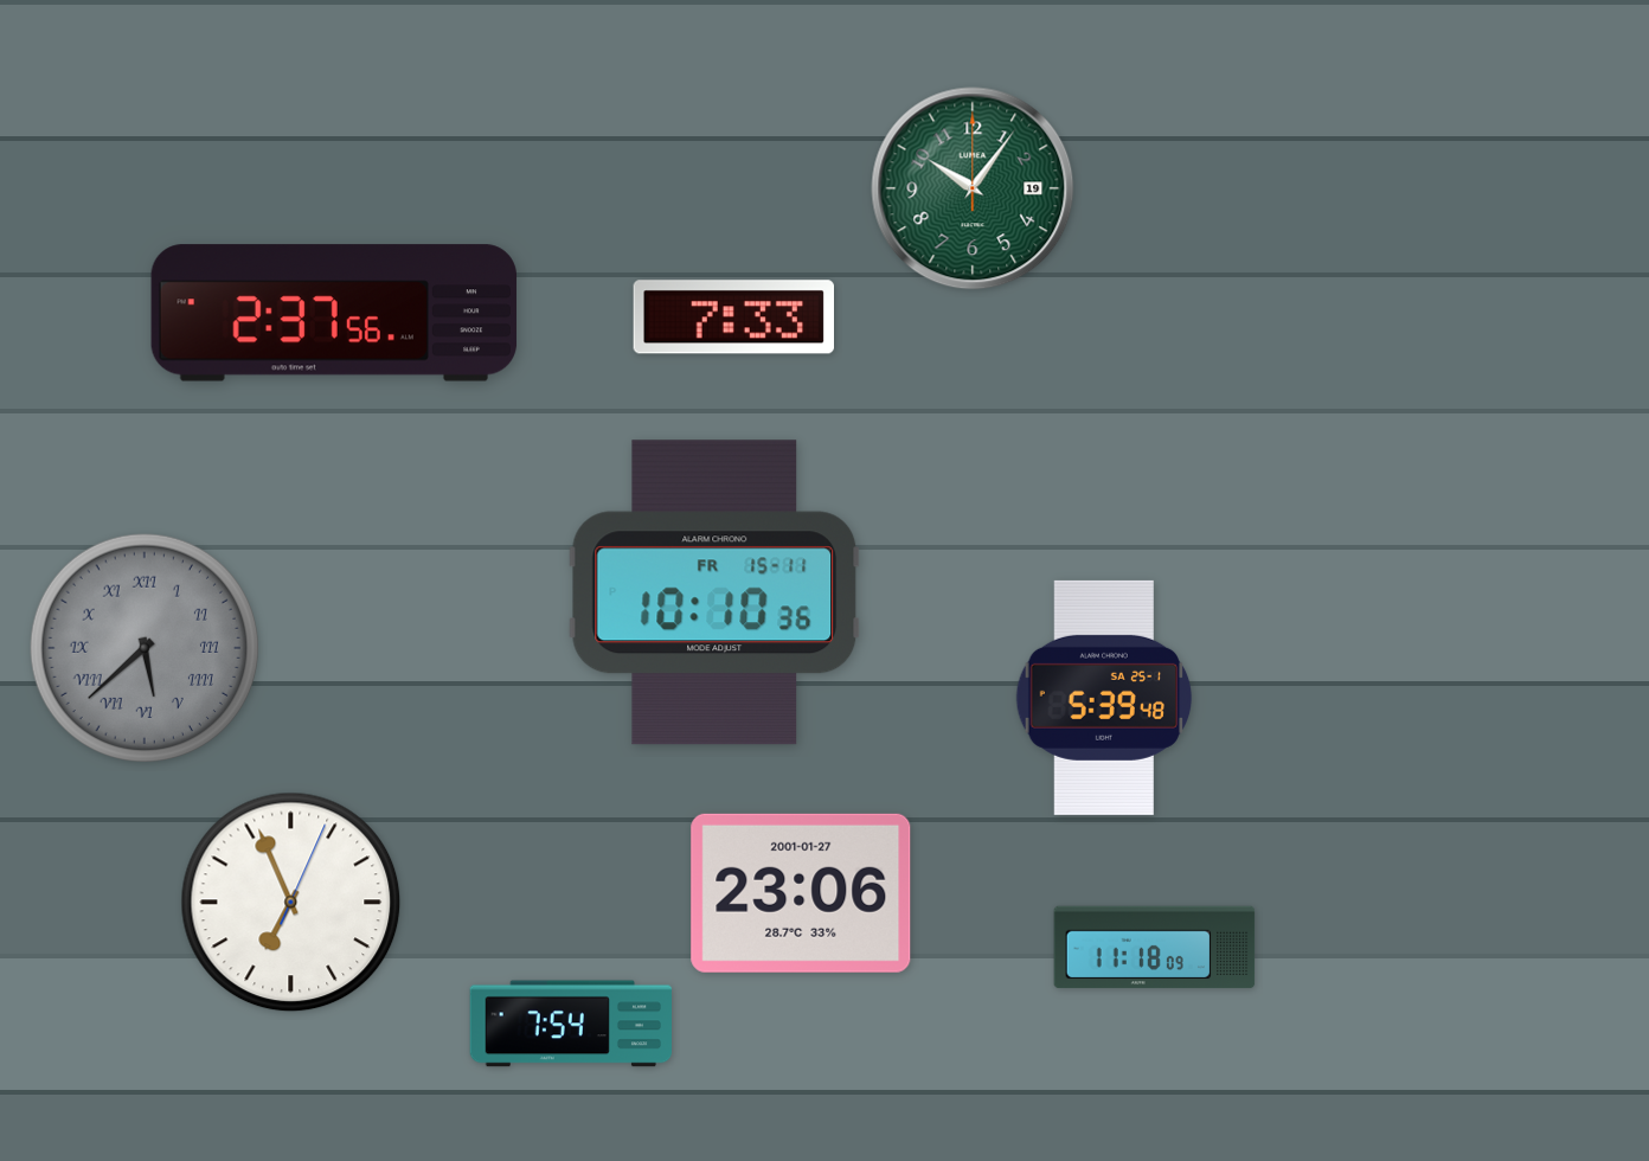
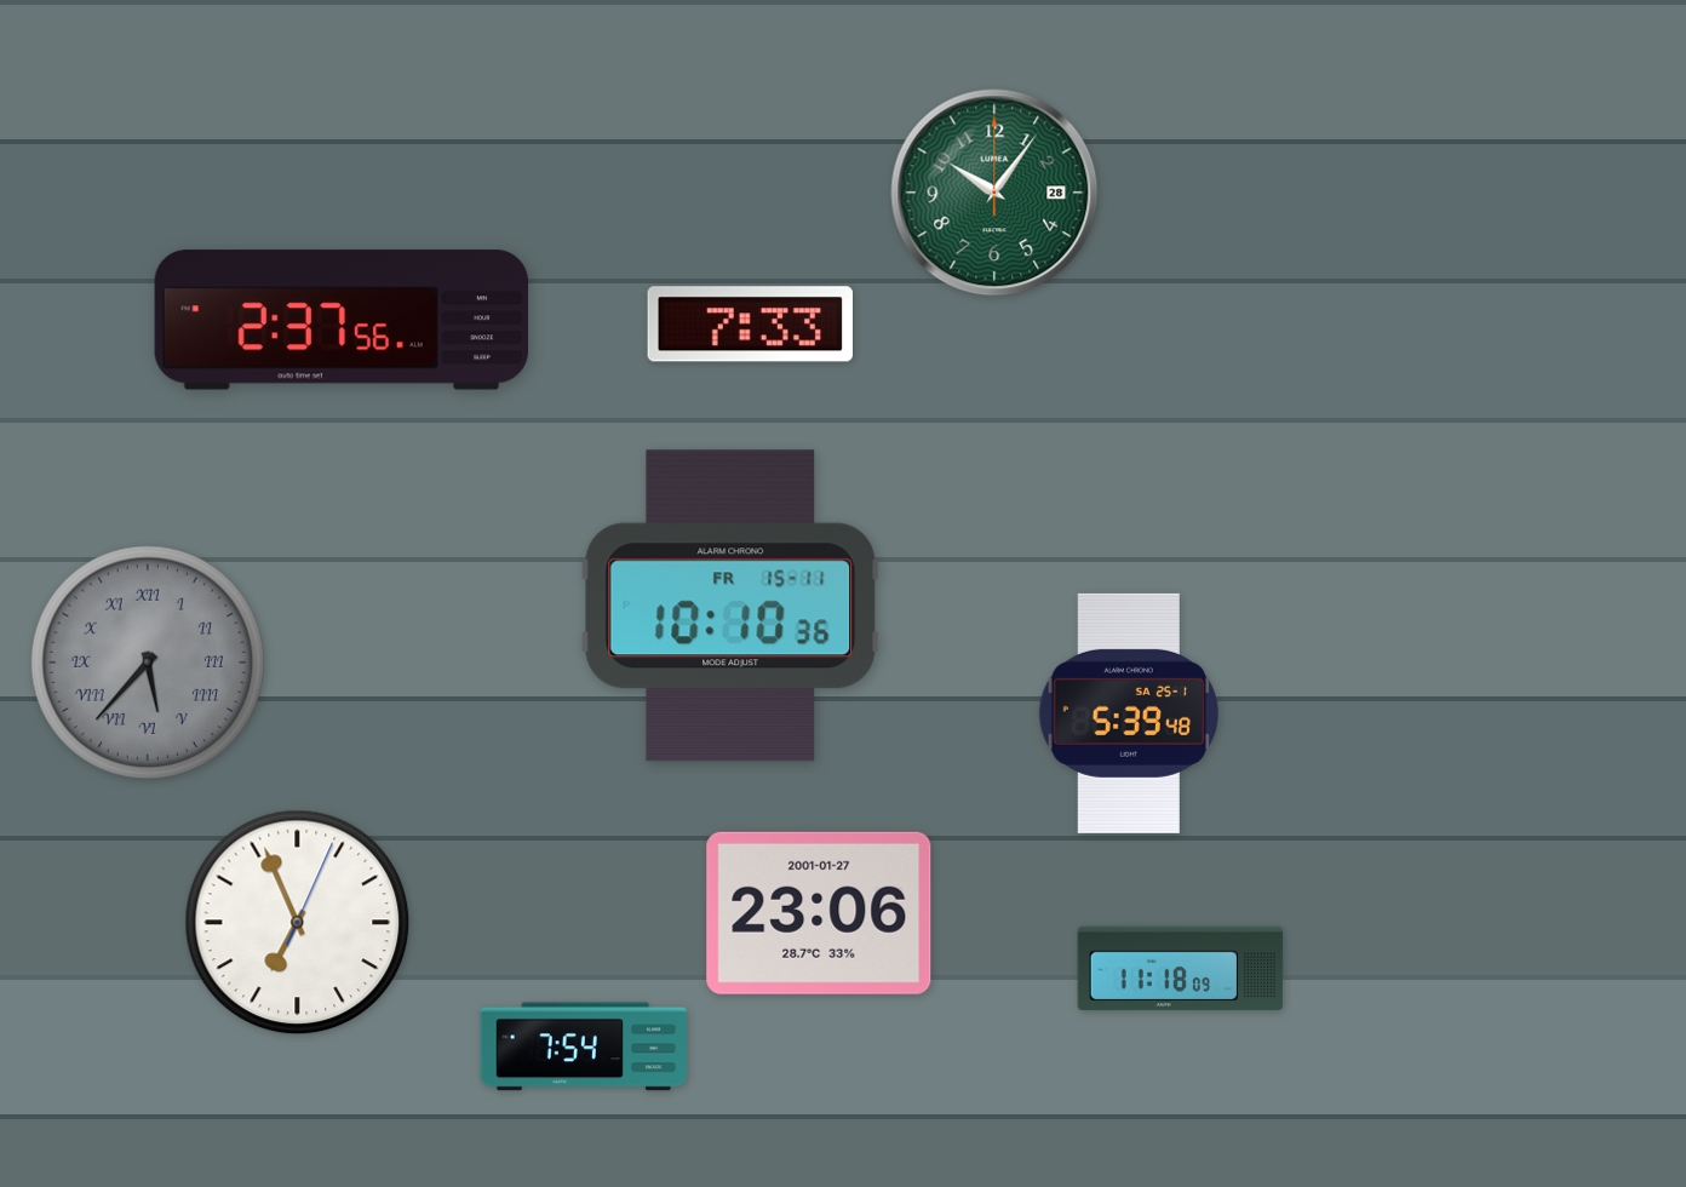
clock at (973, 188) date: 19 -> 28
clock at (143, 647): 5:38 -> 5:37
